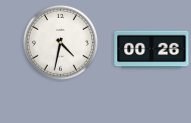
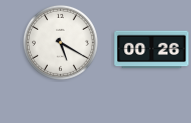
clock at (60, 42): 4:32 -> 5:20
